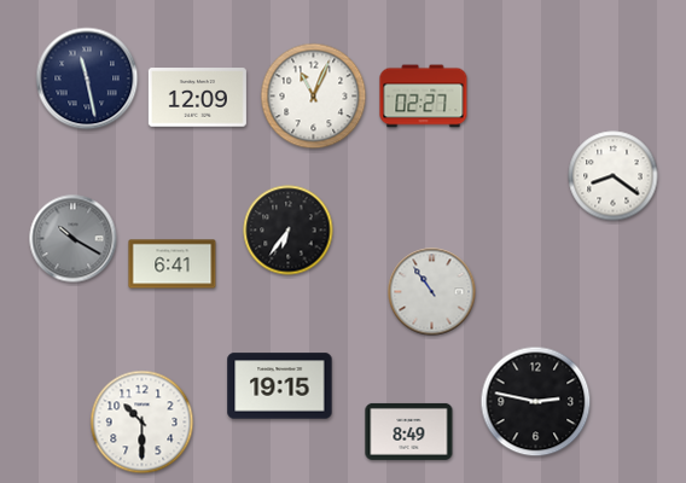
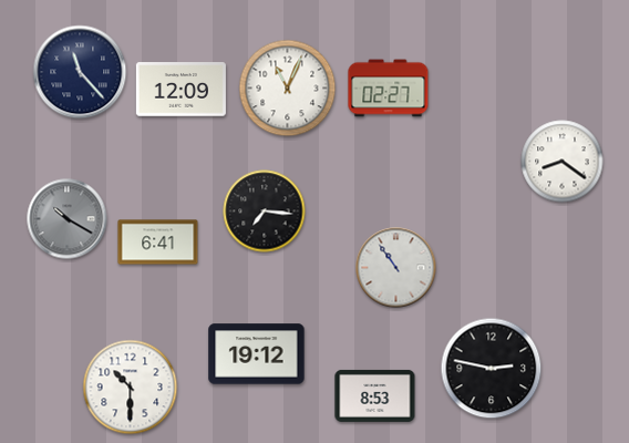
clock at (87, 78): 11:28 -> 11:23
clock at (289, 231): 6:36 -> 7:16
clock at (280, 386): 19:15 -> 19:12
clock at (409, 431): 8:49 -> 8:53
